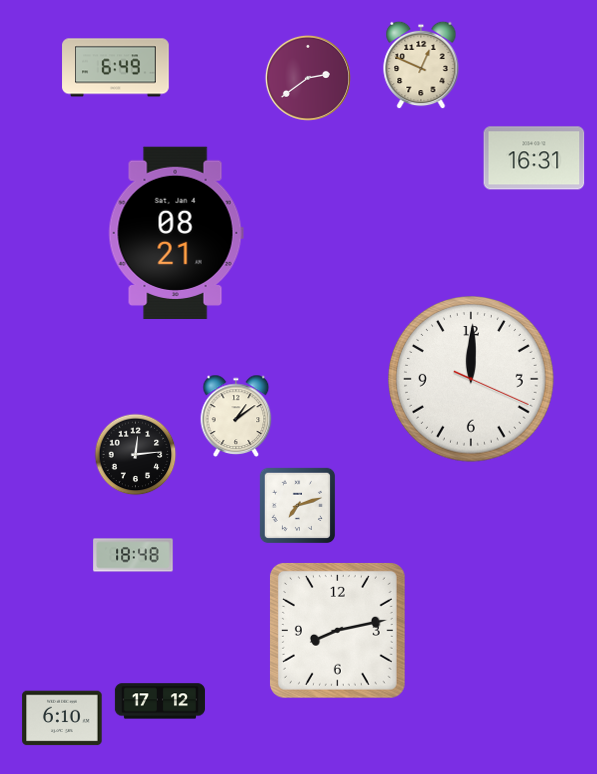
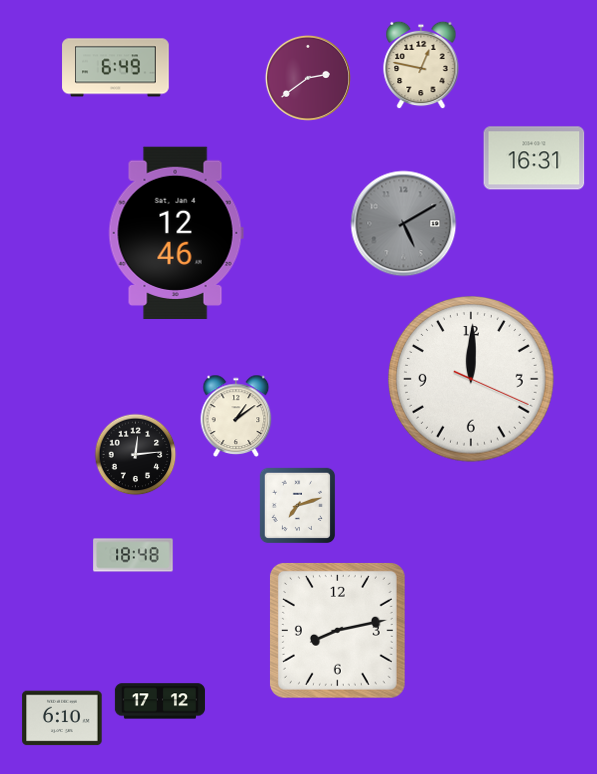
clock at (421, 65): 12:49 -> 12:47
clock at (404, 224): none -> 5:10
clock at (176, 232): 08:21 -> 12:46
